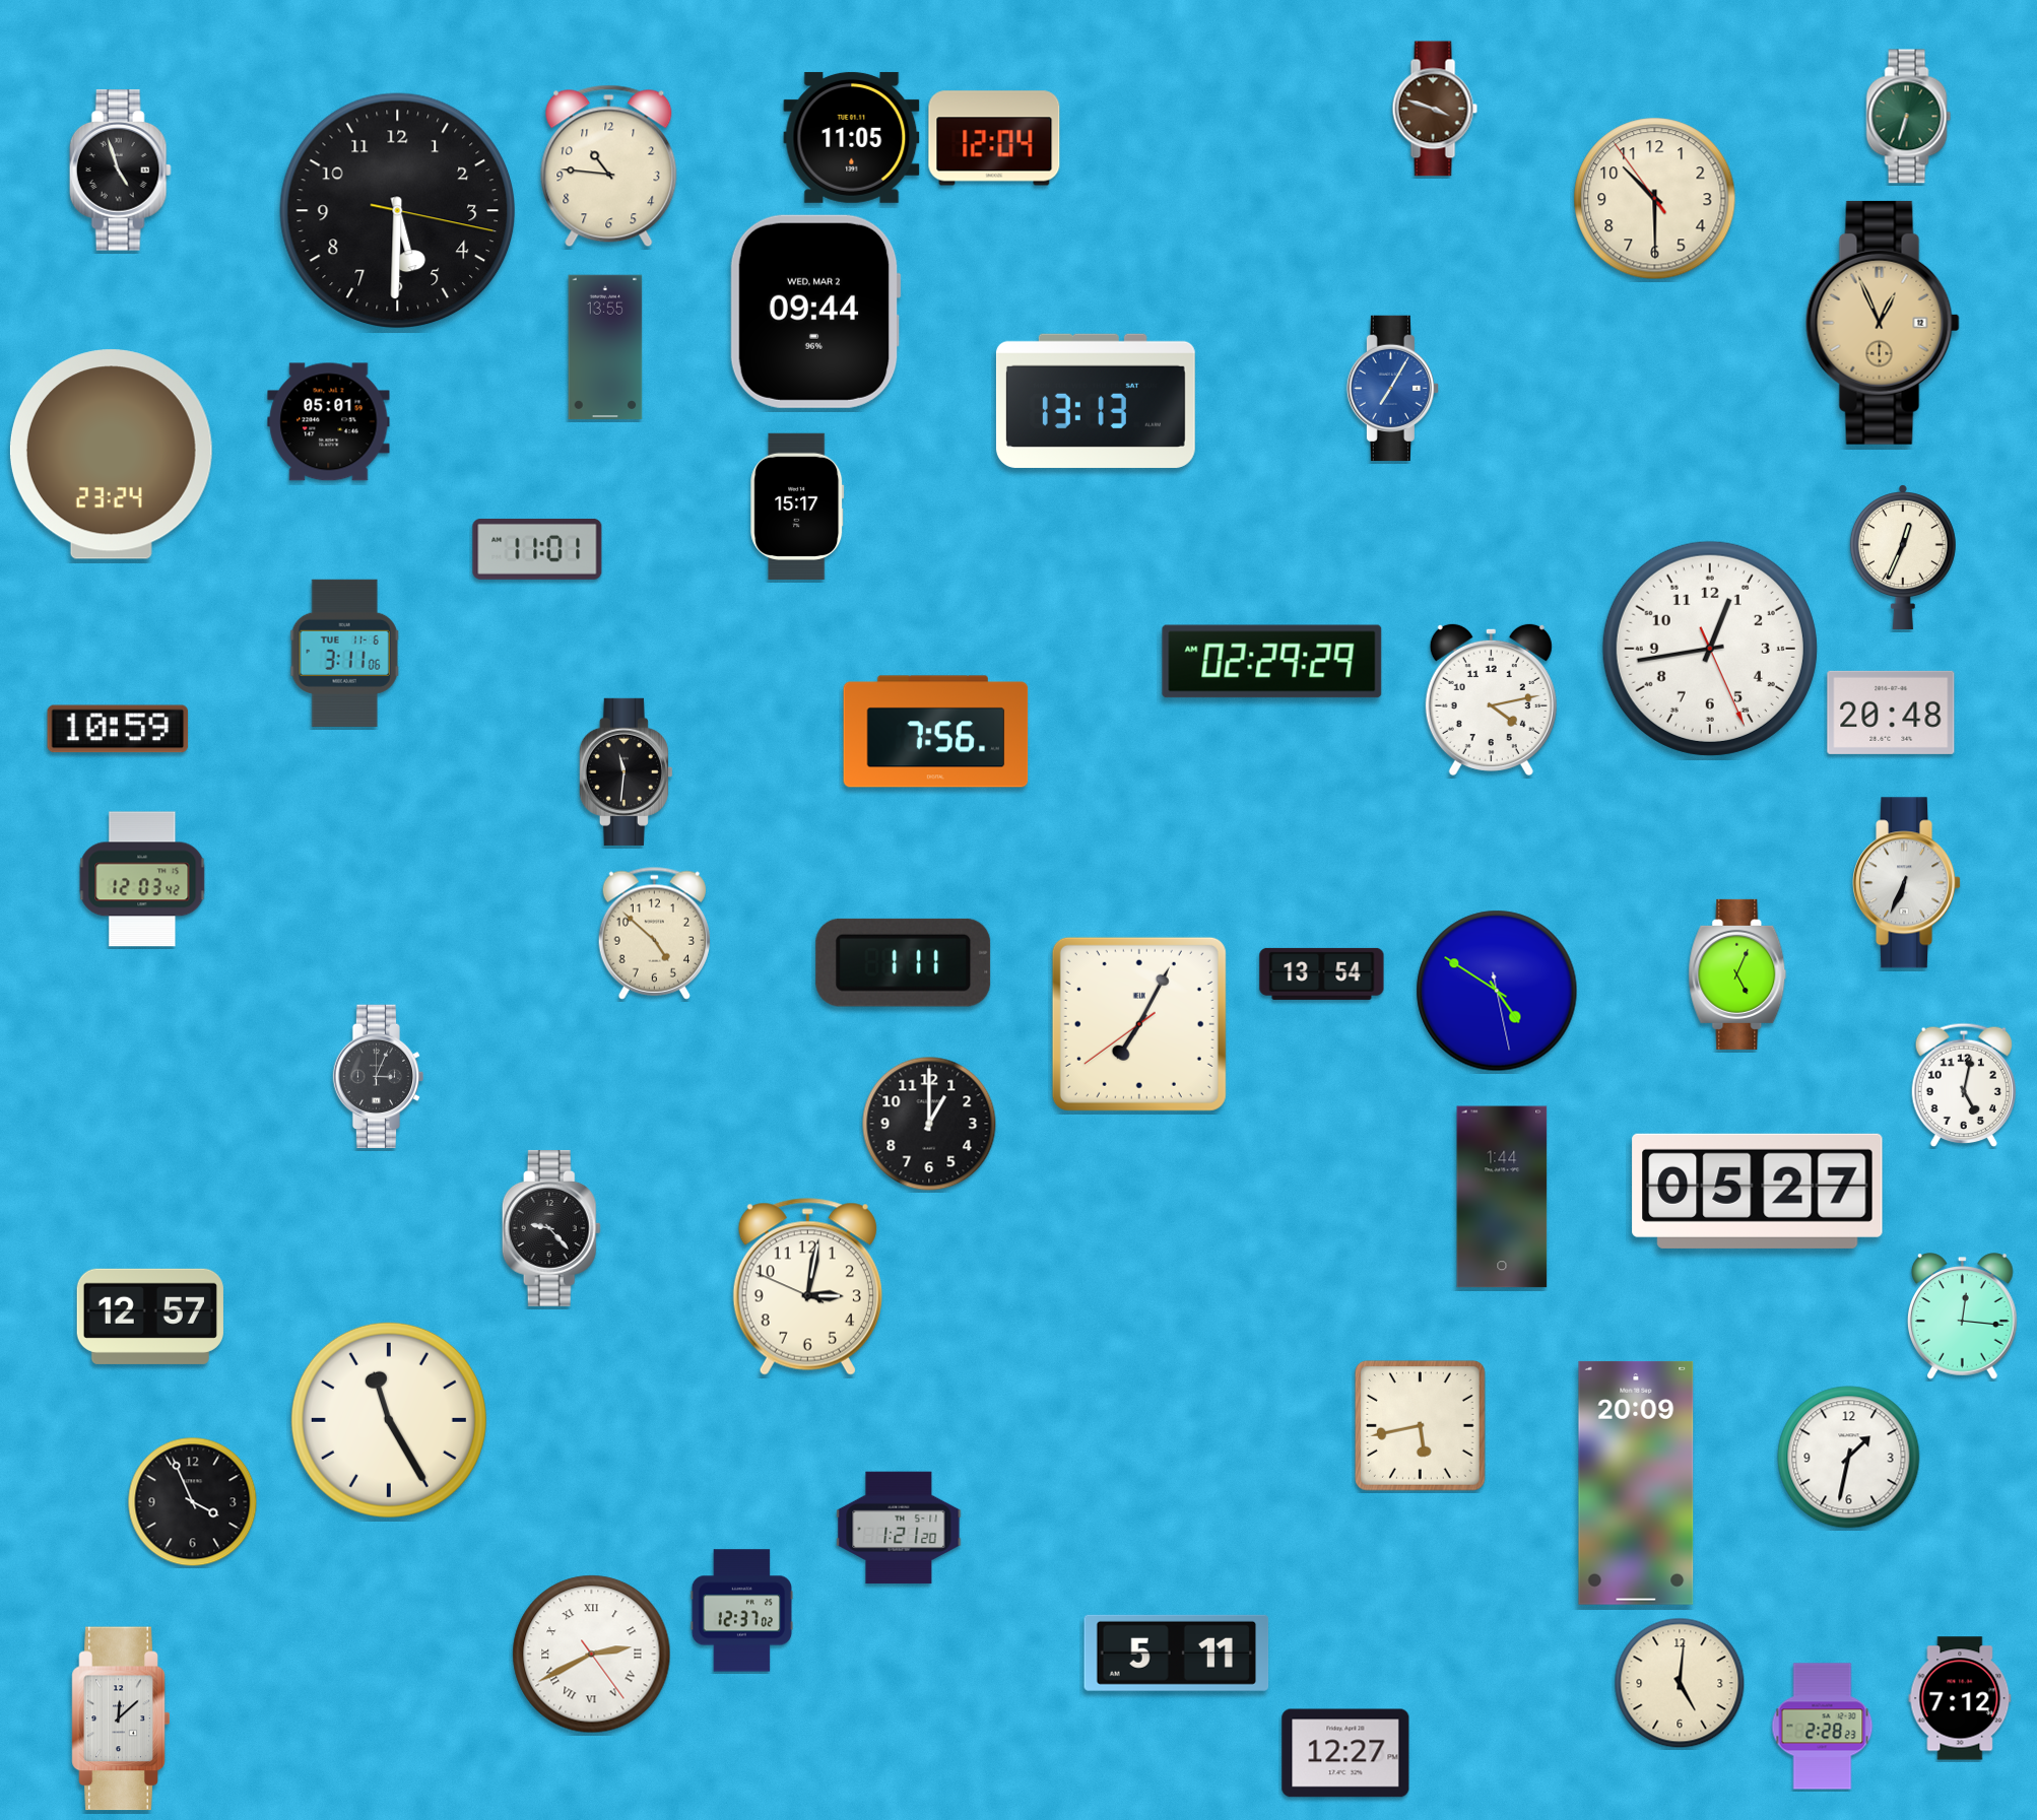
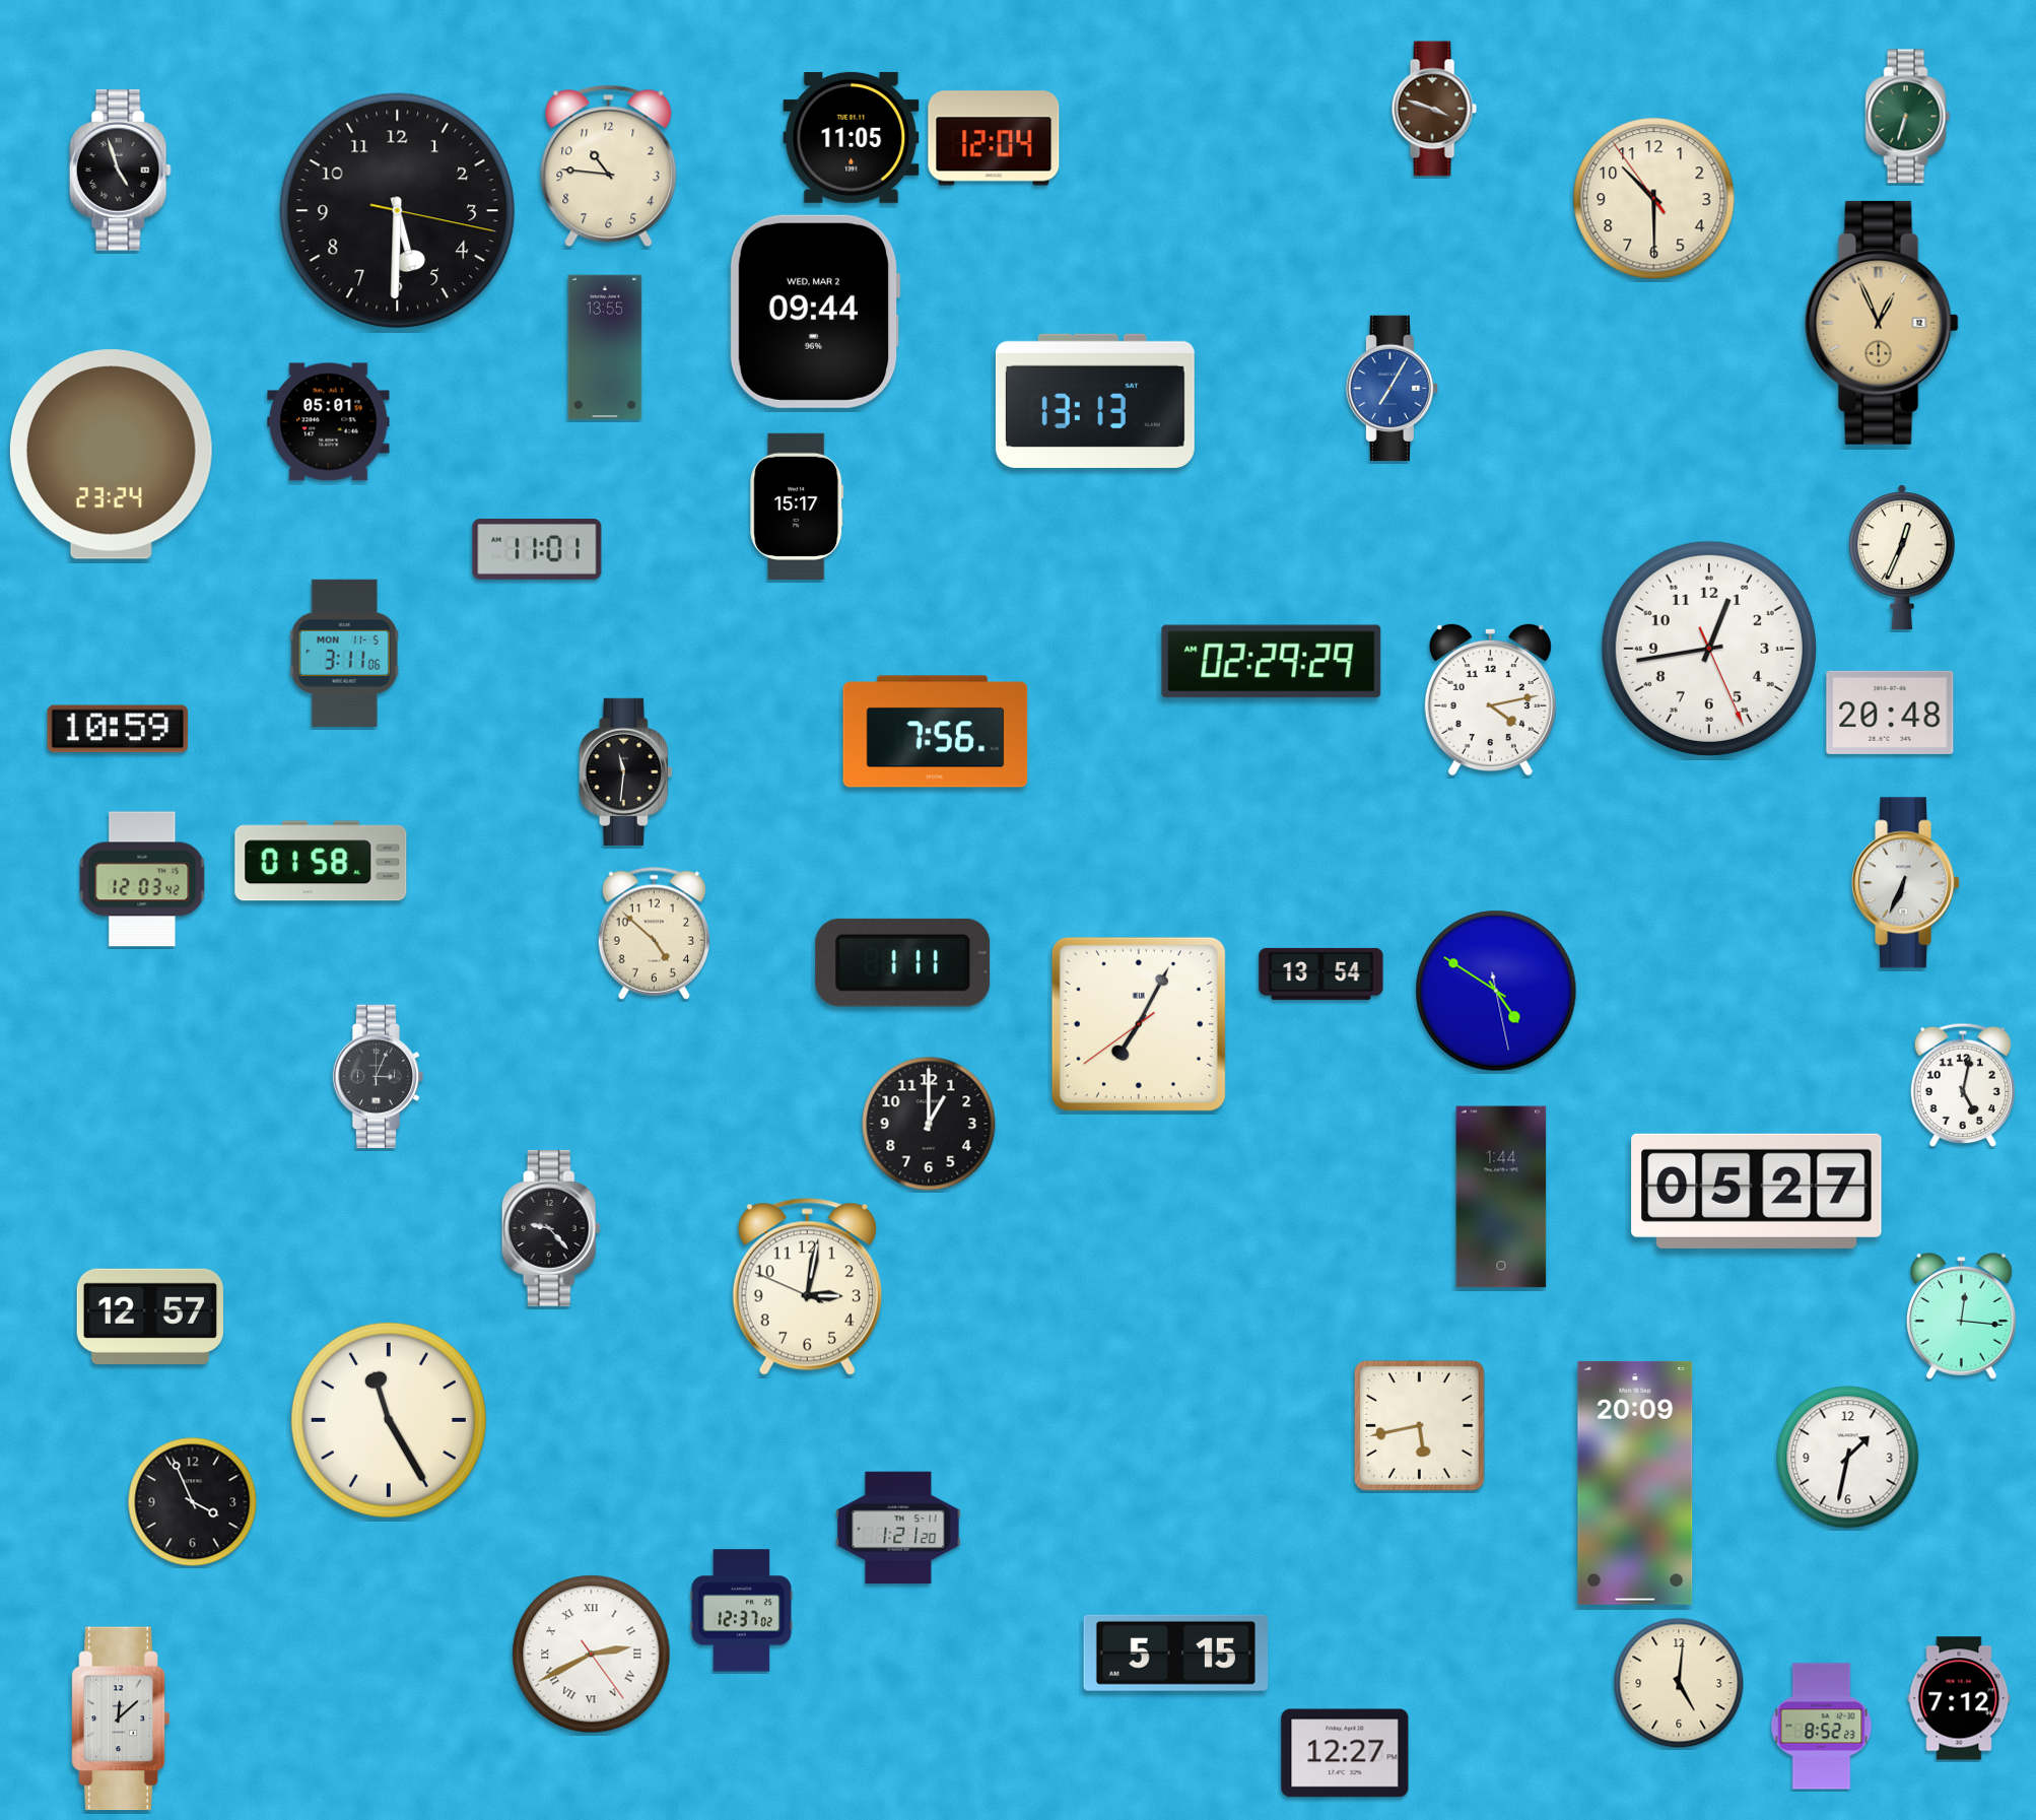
clock at (344, 653) date: TUE 11-6 -> MON 11-5
clock at (321, 861): none -> 01:58
clock at (1737, 974): 5:04 -> none
clock at (1177, 1653): 5:11 -> 5:15
clock at (1823, 1727): 2:28 -> 8:52
